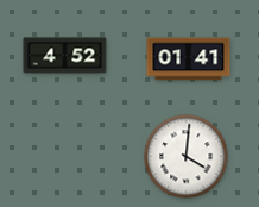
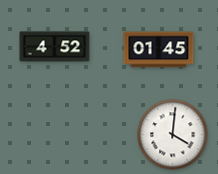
clock at (189, 59): 01:41 -> 01:45
clock at (187, 157) position: (187, 157) -> (173, 135)
